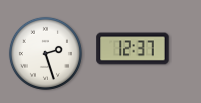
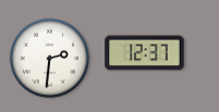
clock at (45, 53): 2:27 -> 2:31
